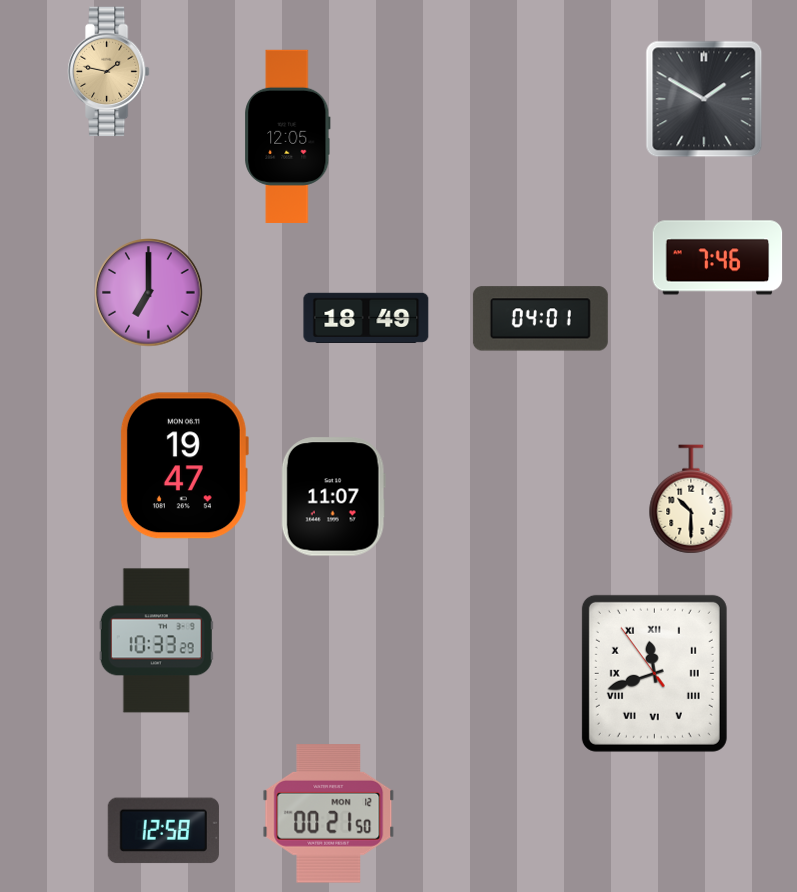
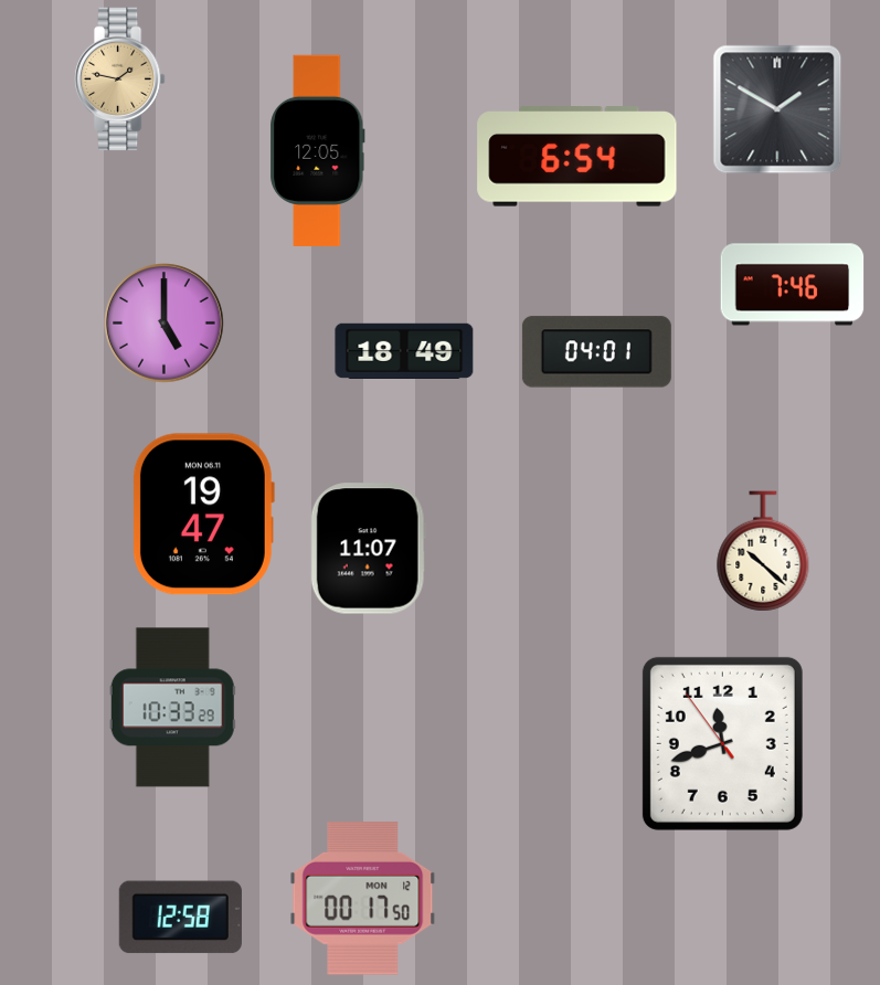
clock at (577, 157): none -> 6:54
clock at (149, 293): 7:00 -> 5:00
clock at (691, 499): 10:30 -> 10:22
clock at (654, 673) numerals: Roman -> Arabic
clock at (329, 814): 00:21 -> 00:17
